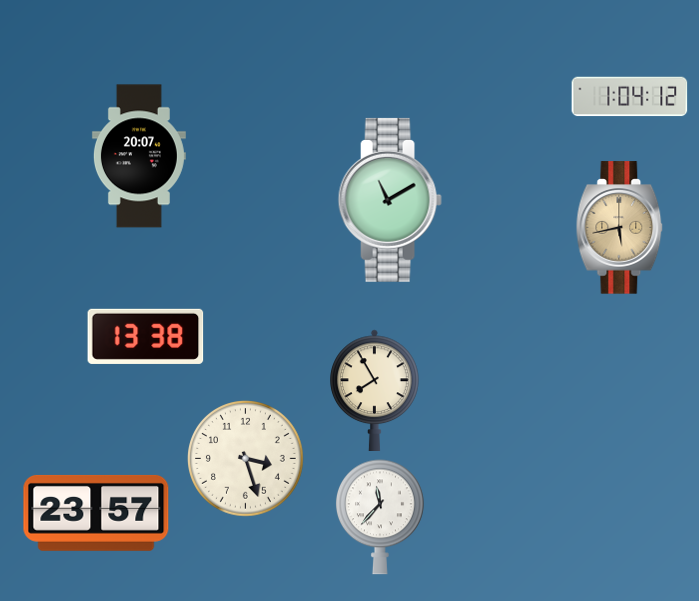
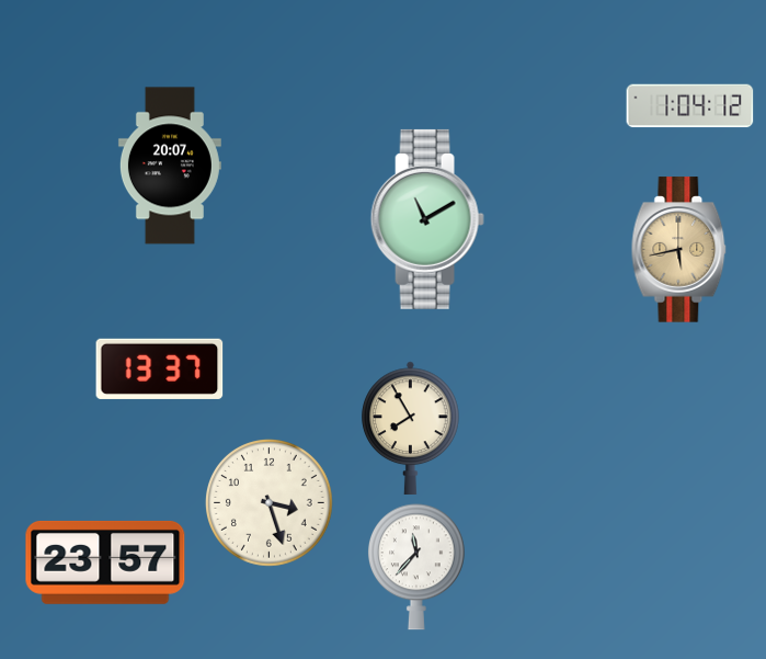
clock at (139, 156) position: (139, 156) -> (170, 166)
clock at (146, 336): 13:38 -> 13:37
